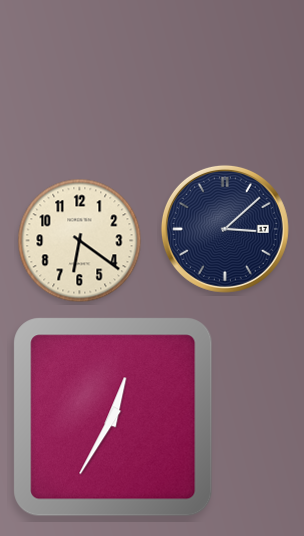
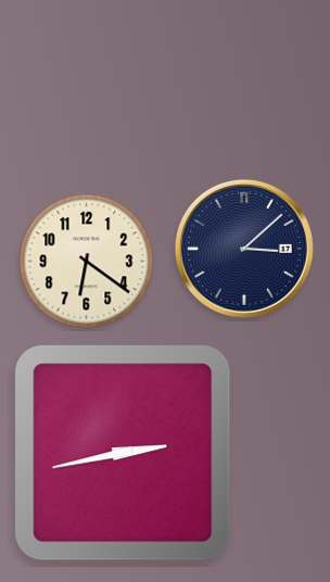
clock at (113, 417): 12:35 -> 2:43
